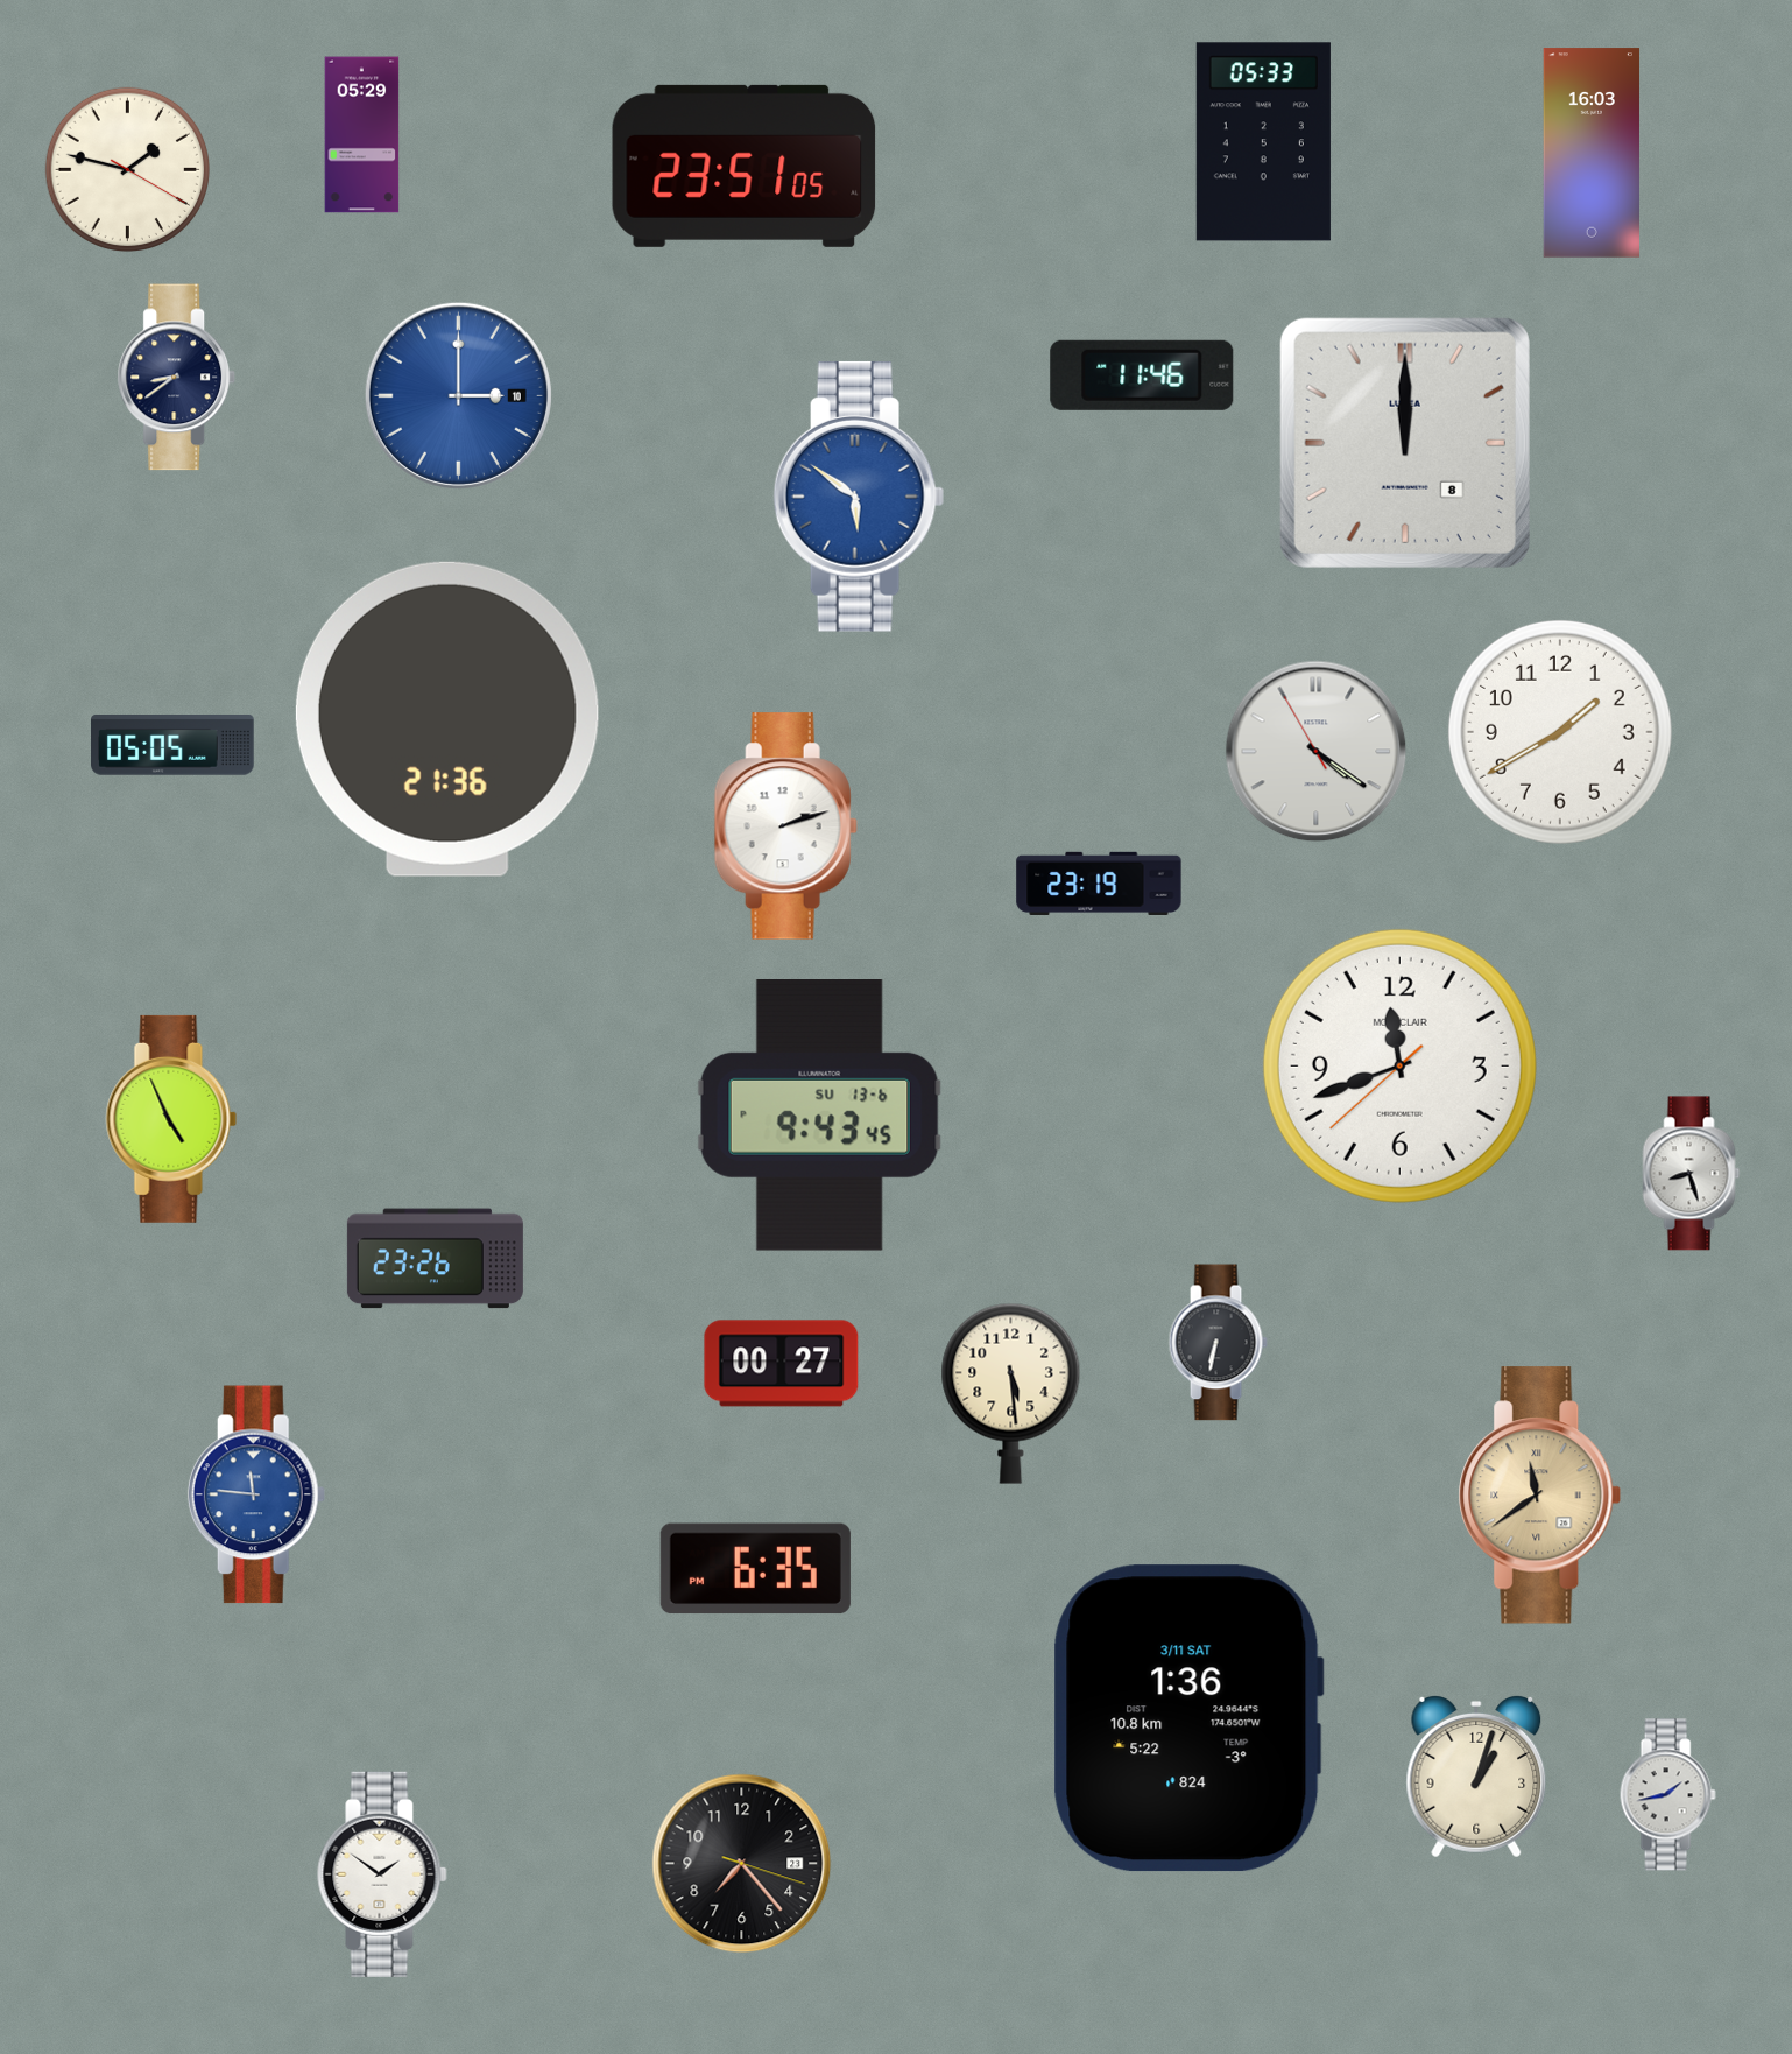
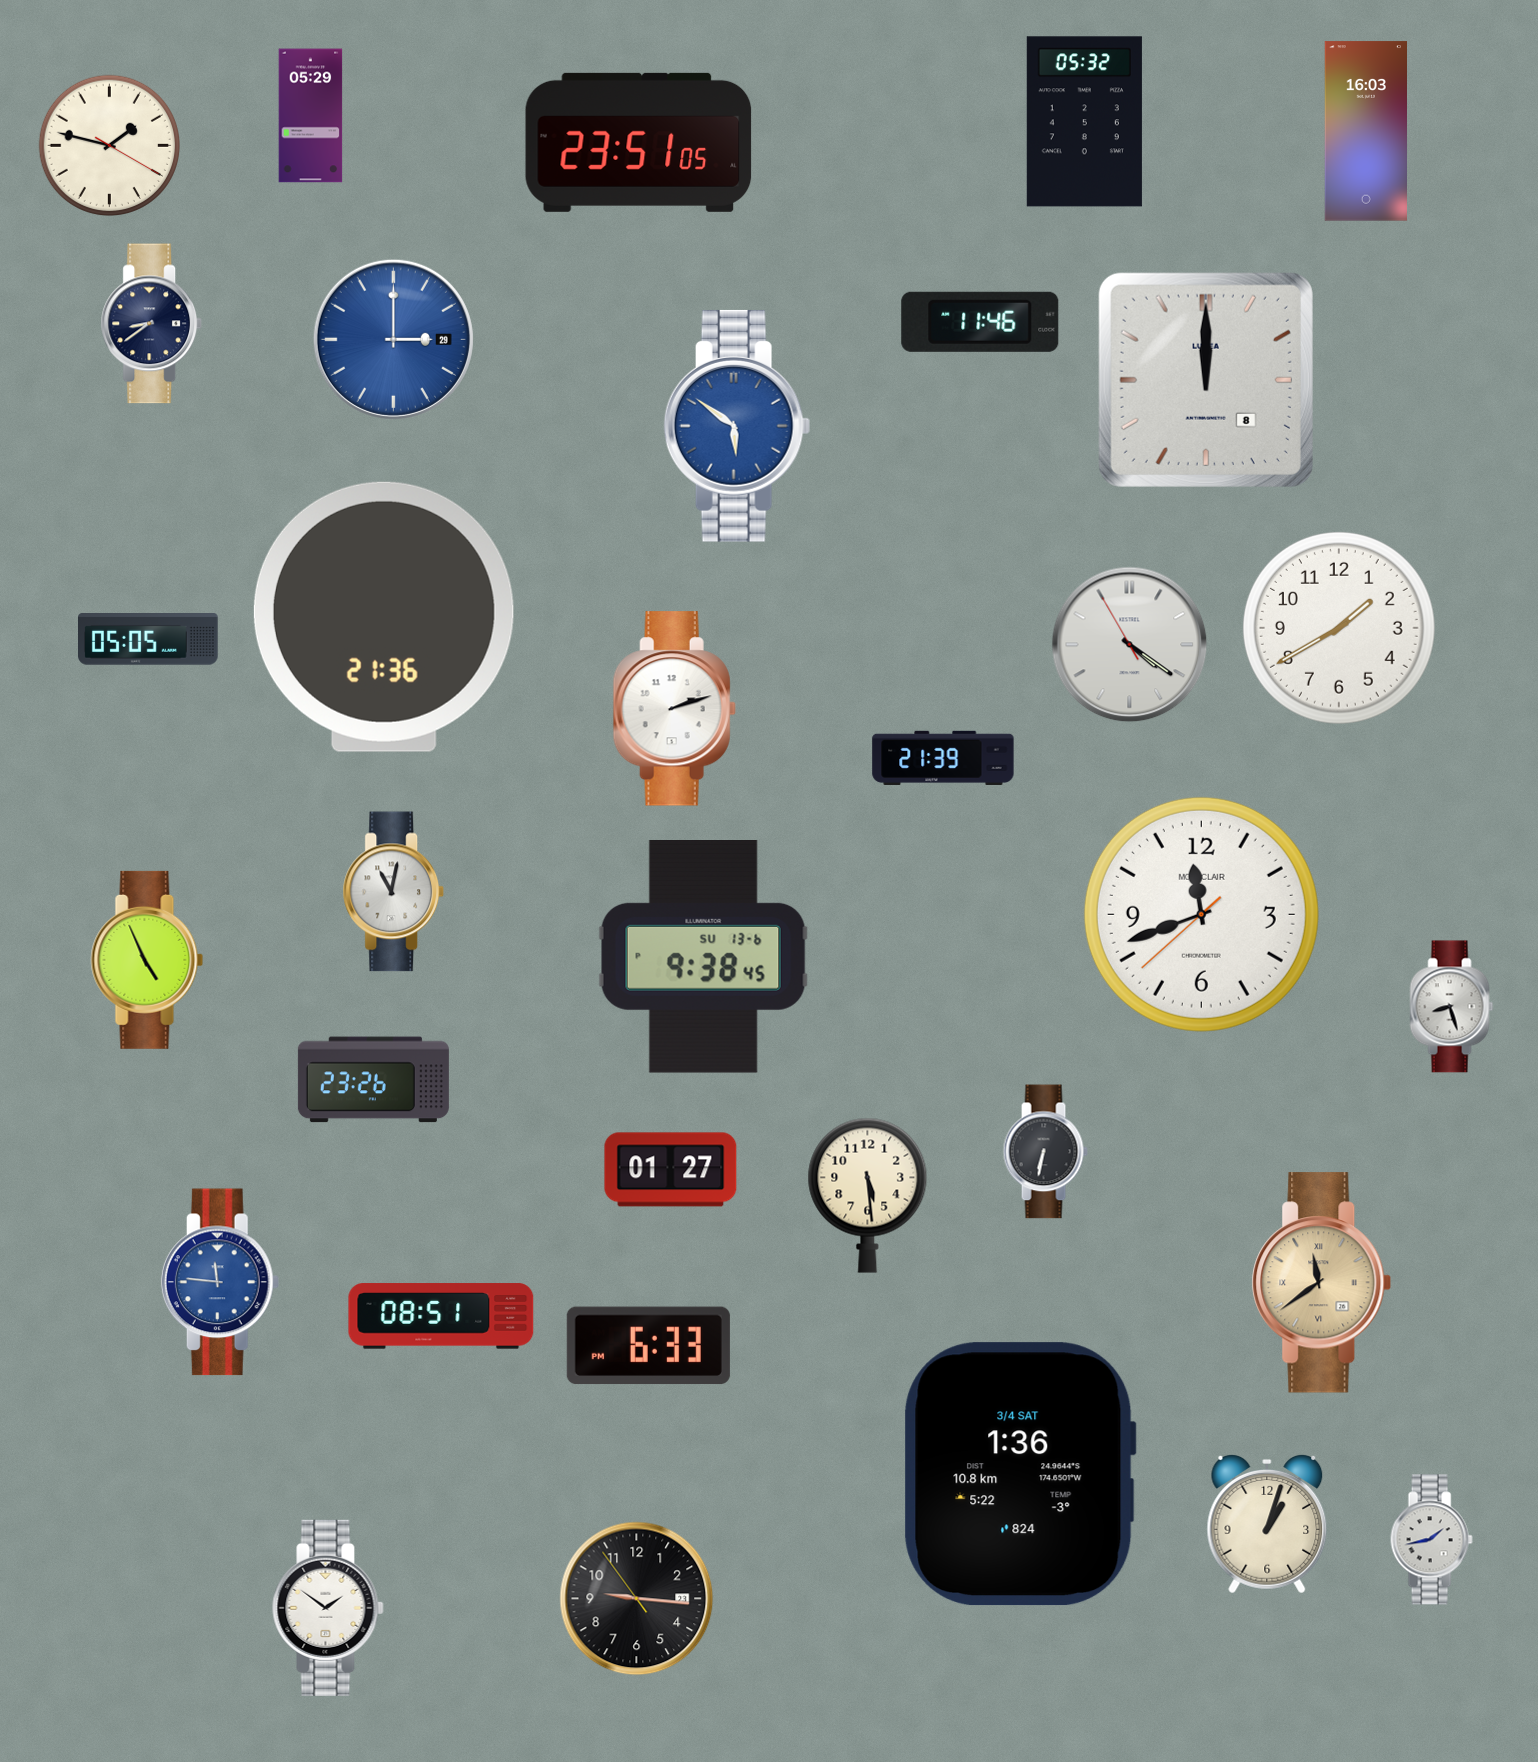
clock at (1263, 142): 05:33 -> 05:32
clock at (458, 395) date: 10 -> 29
clock at (1099, 884): 23:19 -> 21:39
clock at (394, 892): none -> 11:02
clock at (819, 1116): 9:43 -> 9:38
clock at (782, 1364): 00:27 -> 01:27
clock at (441, 1316): none -> 08:51
clock at (755, 1569): 6:35 -> 6:33
clock at (1188, 1718) date: 3/11 SAT -> 3/4 SAT
clock at (742, 1864): 7:23 -> 9:15
